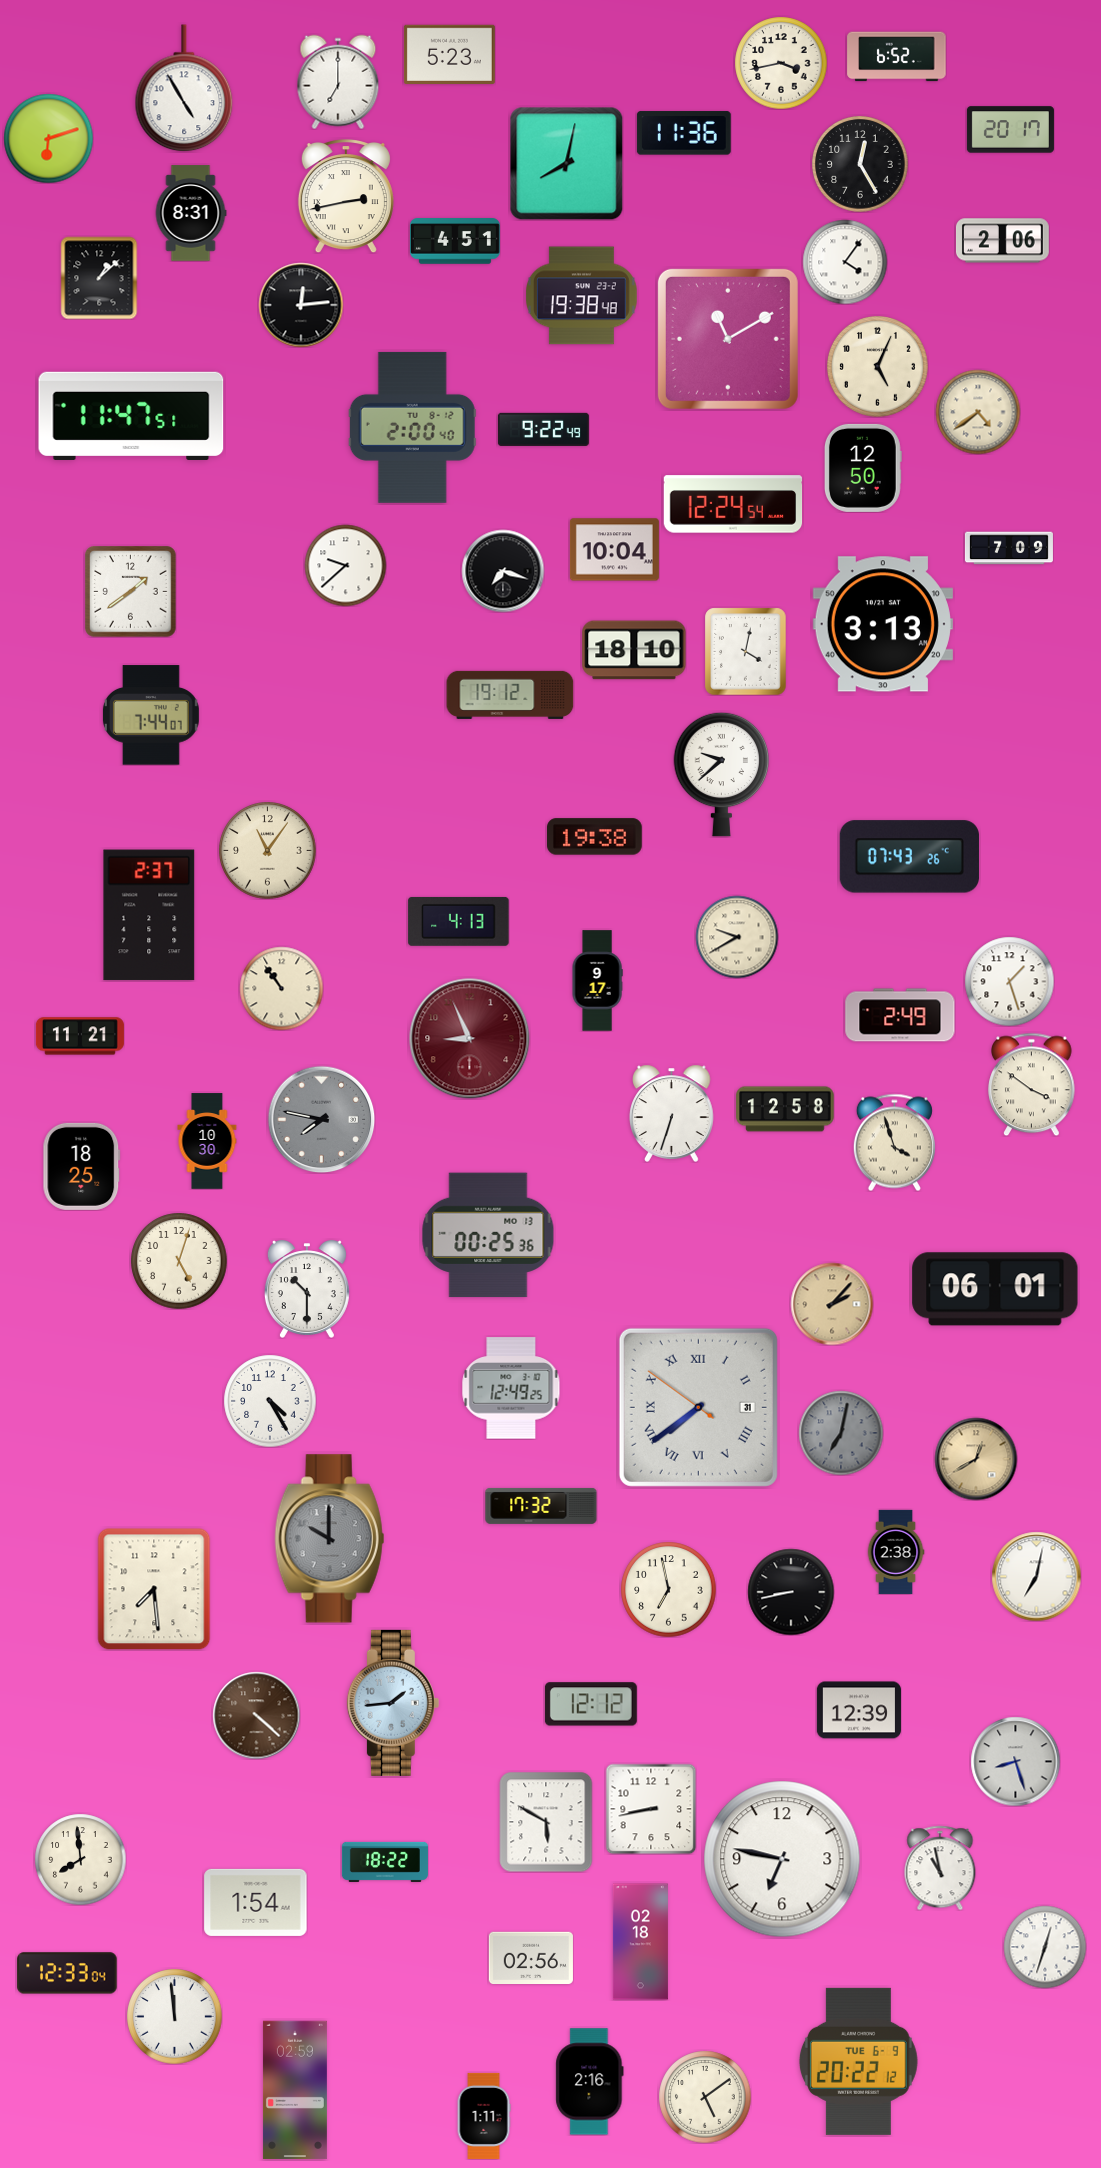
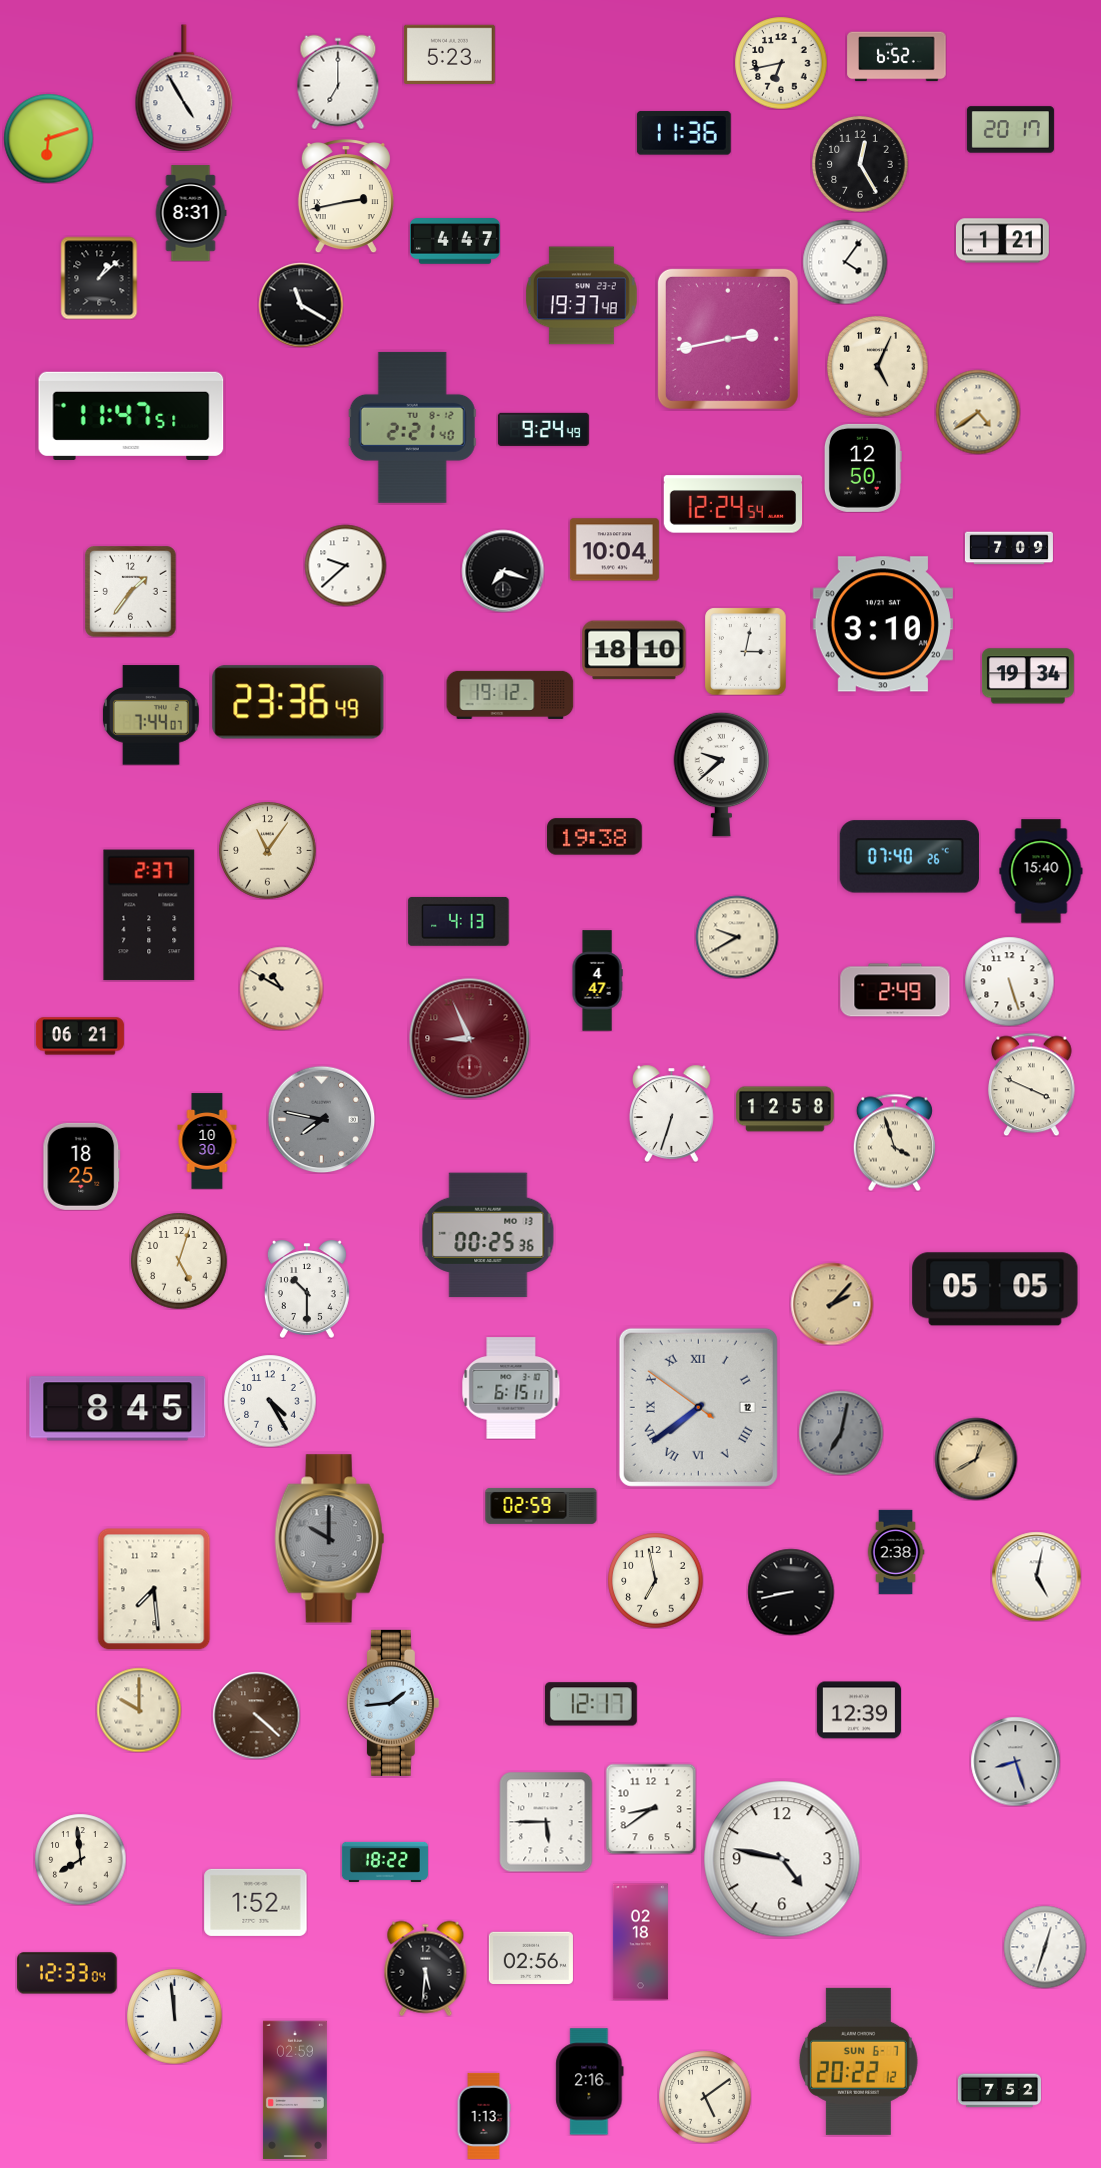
clock at (781, 63): 3:43 -> 6:43
clock at (566, 163): 8:02 -> none
clock at (455, 241): 4:51 -> 4:47
clock at (1002, 241): 2:06 -> 1:21
clock at (582, 296): 19:38 -> 19:37
clock at (301, 305): 12:14 -> 11:20
clock at (728, 339): 11:10 -> 2:43
clock at (412, 427): 2:00 -> 2:21
clock at (543, 429): 9:22 -> 9:24
clock at (130, 591): 1:39 -> 1:36
clock at (883, 624): 3:13 -> 3:10
clock at (746, 651): 4:02 -> 3:02
clock at (1028, 676): none -> 19:34
clock at (298, 702): none -> 23:36
clock at (909, 857): 07:43 -> 07:40
clock at (1041, 871): none -> 15:40
clock at (597, 981): 9:17 -> 4:47
clock at (1009, 981): 1:27 -> 5:27
clock at (281, 988): 10:54 -> 10:50
clock at (900, 1015) position: (900, 1015) -> (895, 990)
clock at (80, 1036): 11:21 -> 06:21
clock at (1032, 1084): 3:51 -> 3:49
clock at (995, 1289): 06:01 -> 05:05
clock at (511, 1388): 12:49 -> 6:15
clock at (698, 1407) date: 31 -> 12
clock at (118, 1409): none -> 8:45
clock at (541, 1506): 17:32 -> 02:59
clock at (1036, 1576): 7:02 -> 5:02
clock at (668, 1589) position: (668, 1589) -> (655, 1580)
clock at (591, 1704): 12:12 -> 12:17
clock at (139, 1710): none -> 10:00
clock at (651, 1809): 8:43 -> 8:39
clock at (546, 1822): 5:50 -> 5:45
clock at (782, 1859): 6:47 -> 4:47
clock at (940, 1868): 10:58 -> none
clock at (256, 1902): 1:54 -> 1:52
clock at (426, 1968): none -> 5:31
clock at (858, 2061) date: TUE 6-9 -> SUN 6-7
clock at (999, 2091): none -> 7:52
clock at (484, 2116): 1:11 -> 1:13
